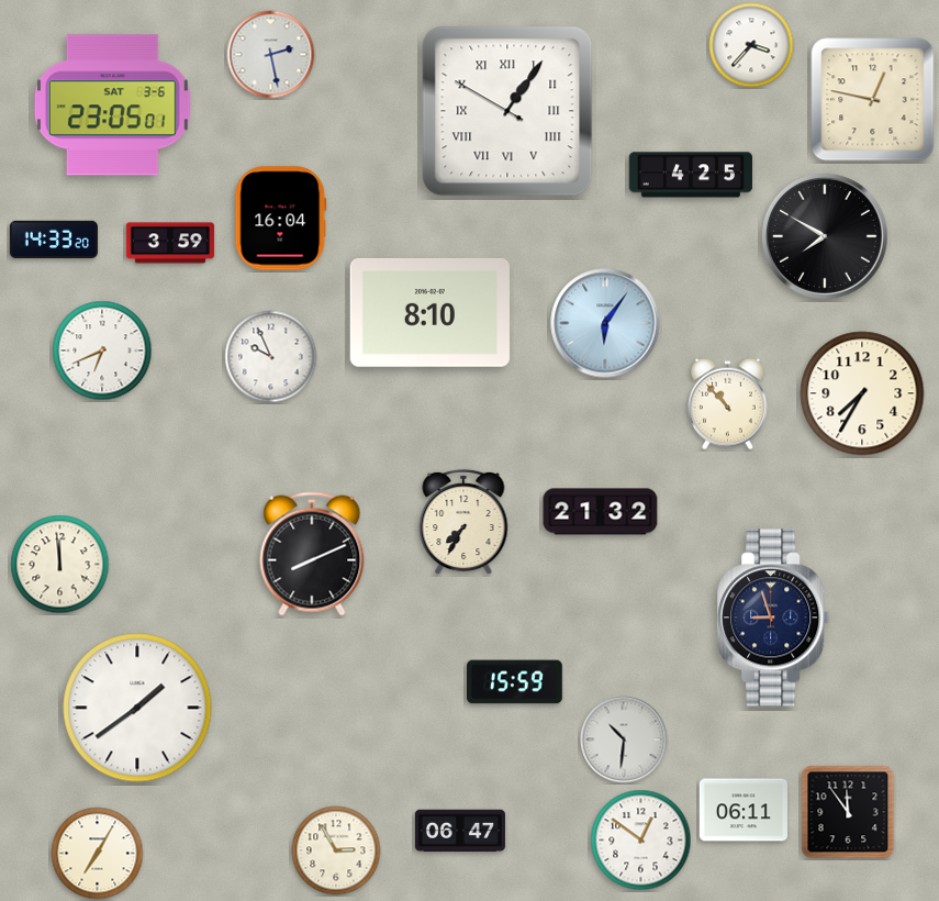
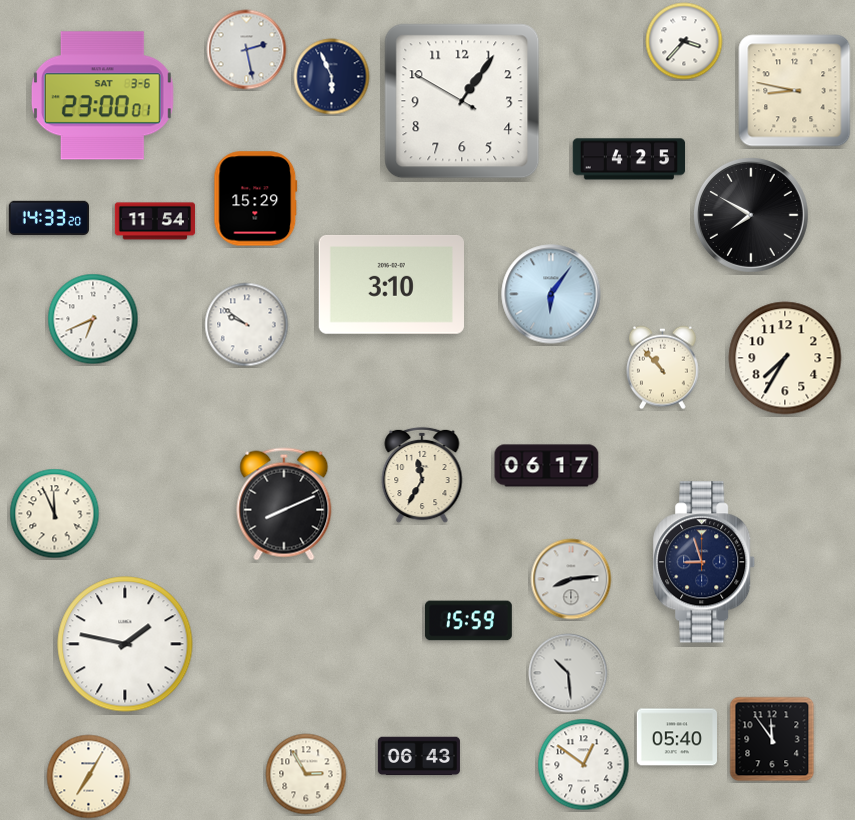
clock at (332, 77): none -> 5:56
clock at (873, 100): 12:47 -> 8:47
clock at (112, 105): 23:05 -> 23:00
clock at (507, 111) numerals: Roman -> Arabic
clock at (281, 219): 16:04 -> 15:29
clock at (170, 243): 3:59 -> 11:54
clock at (429, 312): 8:10 -> 3:10
clock at (271, 357): 9:56 -> 9:51
clock at (601, 512): 21:32 -> 06:17
clock at (463, 522): 7:35 -> 11:35
clock at (60, 565): 11:59 -> 11:56
clock at (571, 579): none -> 8:14
clock at (137, 708): 1:39 -> 1:47
clock at (624, 739): 10:31 -> 10:29
clock at (742, 810): 06:11 -> 05:40
clock at (460, 831): 06:47 -> 06:43
